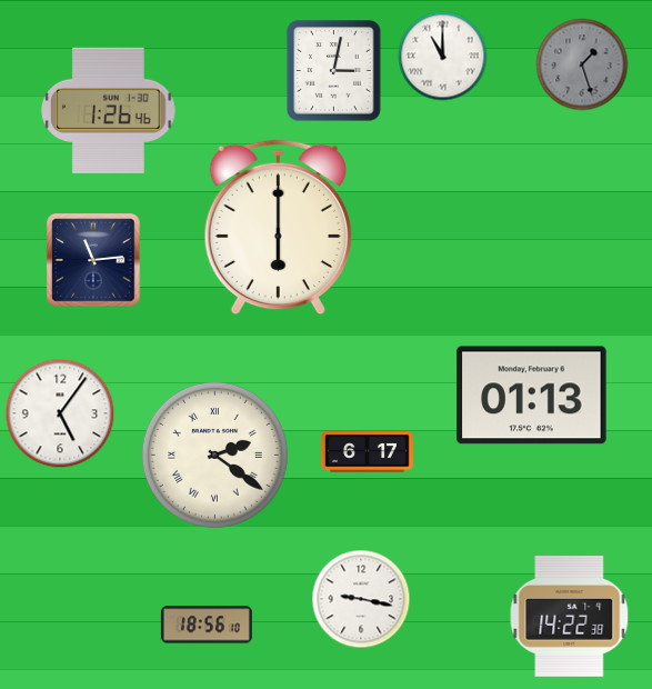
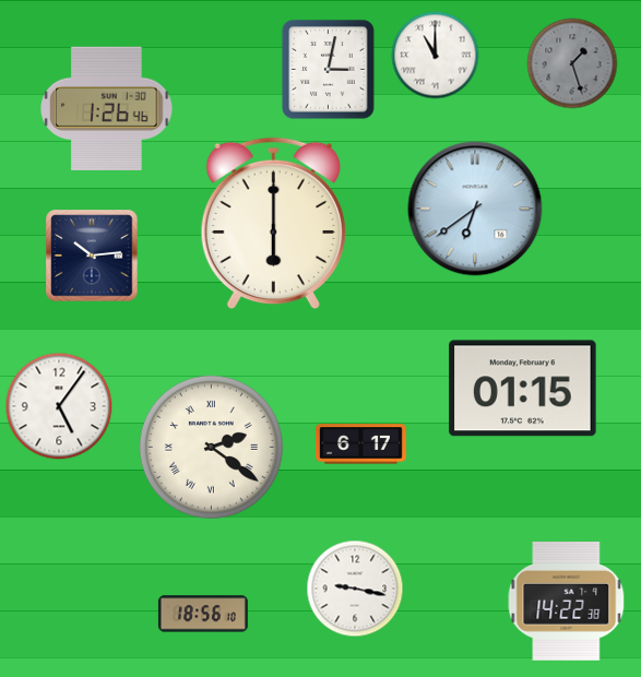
clock at (475, 209): none -> 6:39
clock at (93, 260): 11:14 -> 10:14
clock at (532, 396): 01:13 -> 01:15
clock at (570, 617) position: (570, 617) -> (567, 602)
